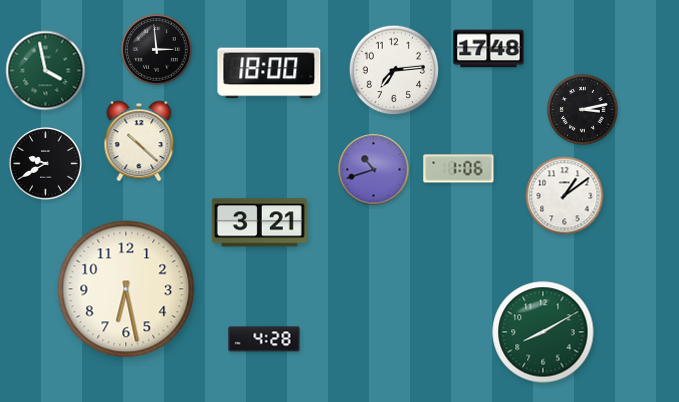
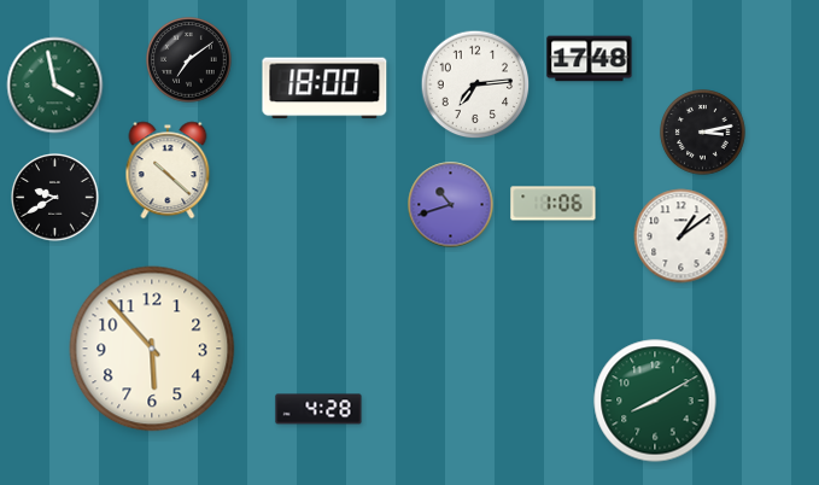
clock at (157, 50): 2:59 -> 7:09
clock at (259, 223): 3:21 -> none
clock at (126, 289): 6:28 -> 5:53
